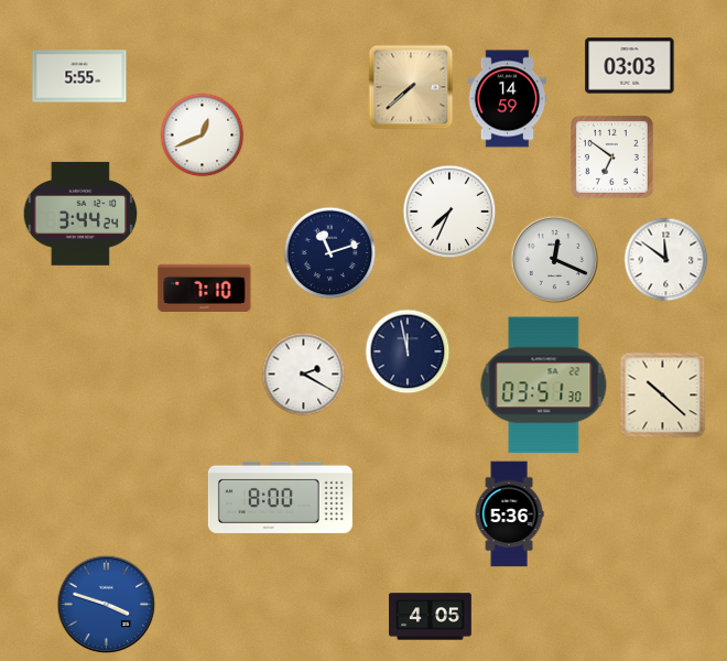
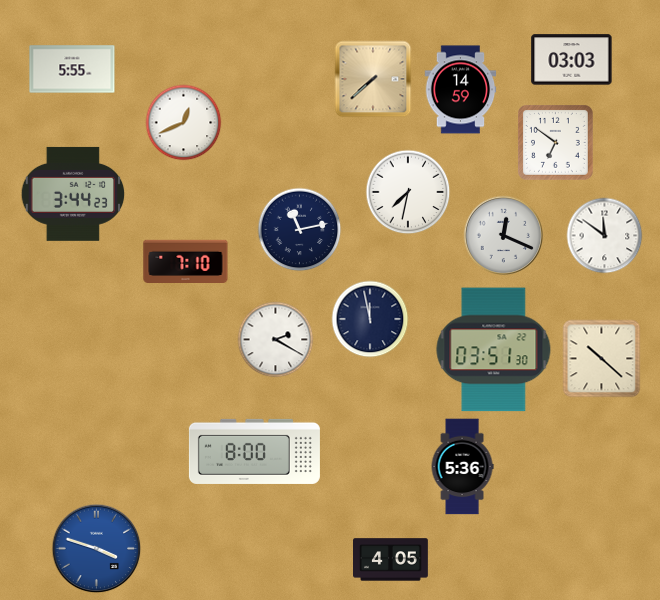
clock at (449, 212): 7:34 -> 7:32
clock at (80, 214): 3:44:24 -> 3:44:23
clock at (330, 253): 11:12 -> 11:13
